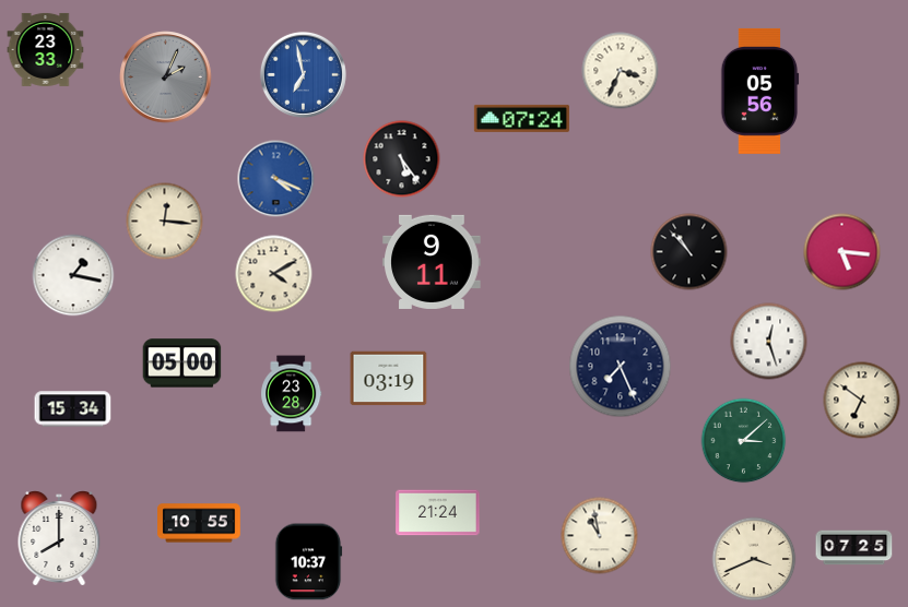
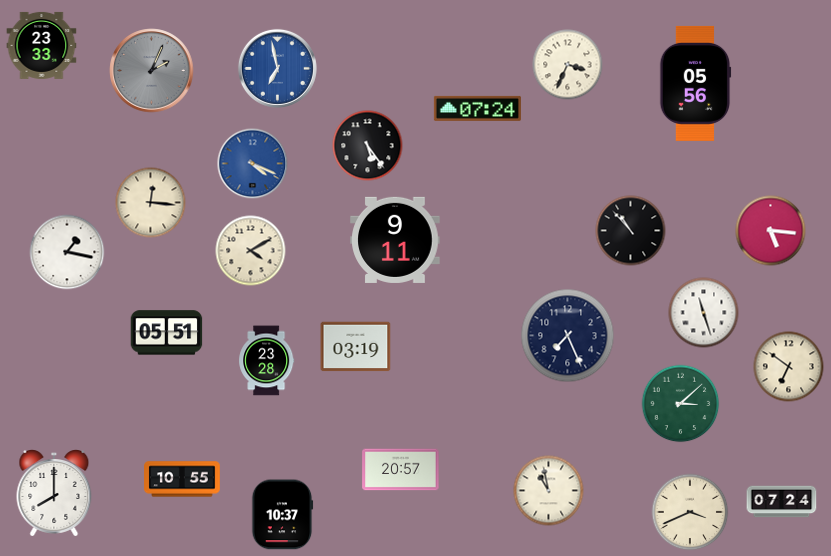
clock at (769, 342): 12:27 -> 11:27
clock at (182, 364): 05:00 -> 05:51
clock at (73, 409): 15:34 -> none
clock at (438, 513): 21:24 -> 20:57
clock at (854, 548): 07:25 -> 07:24
